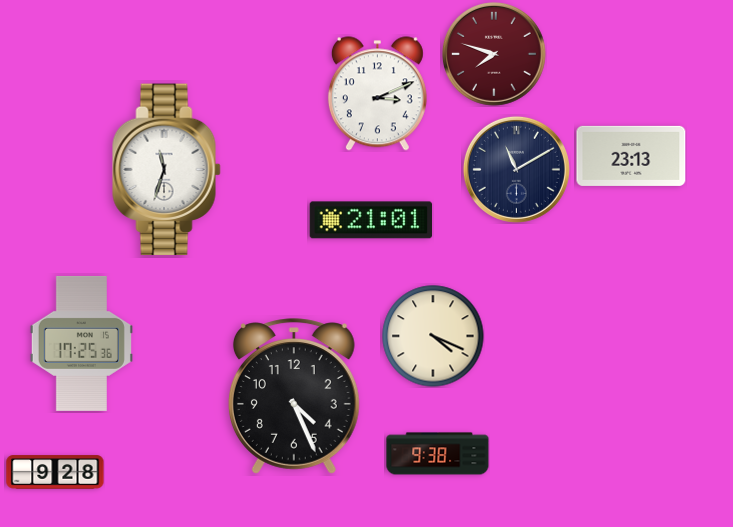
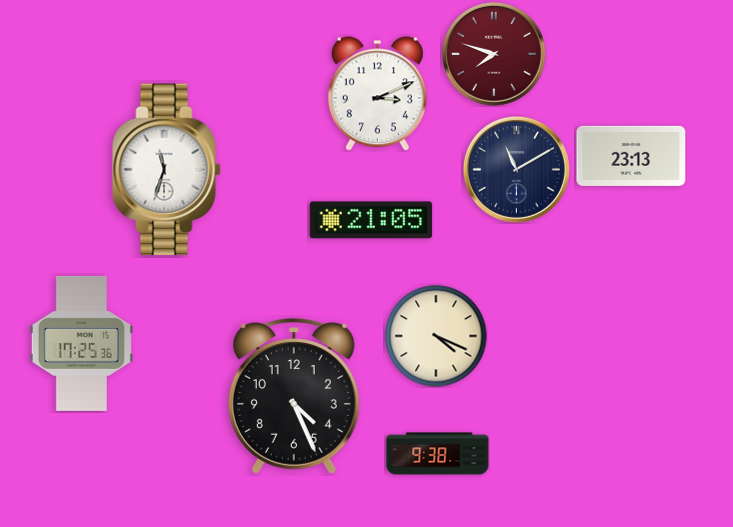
clock at (371, 220): 21:01 -> 21:05
clock at (433, 336) position: (433, 336) -> (436, 336)
clock at (55, 472): 9:28 -> none
